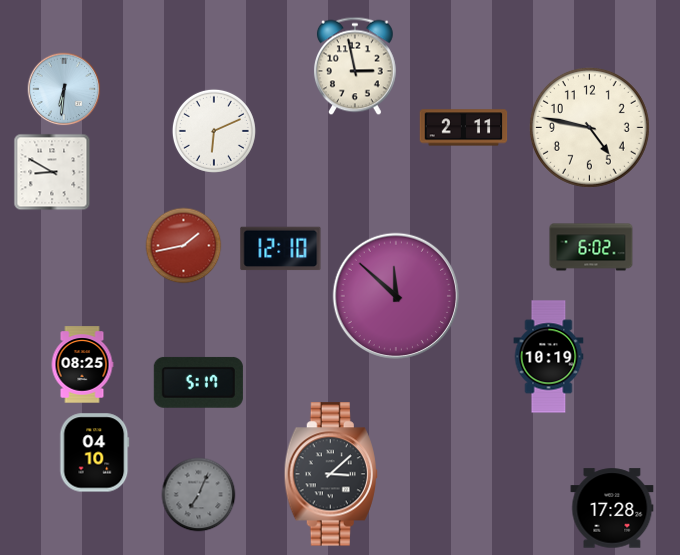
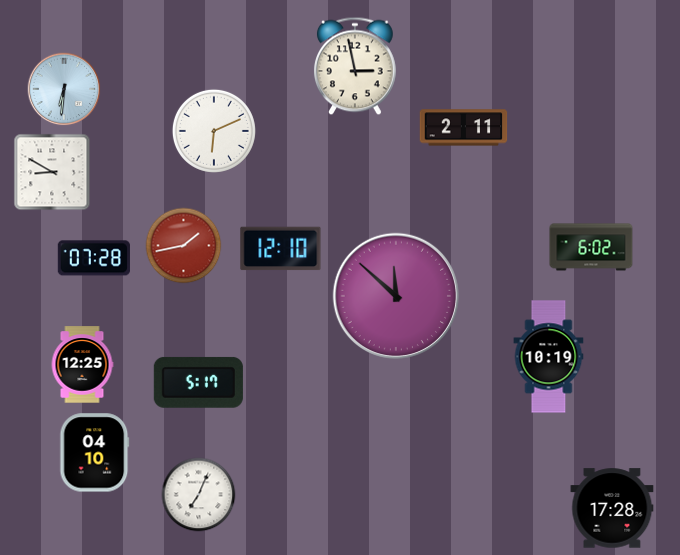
clock at (589, 127): 4:47 -> none
clock at (94, 258): none -> 07:28
clock at (82, 365): 08:25 -> 12:25
clock at (331, 474): 3:08 -> none
clock at (199, 495) dial: grey -> white
